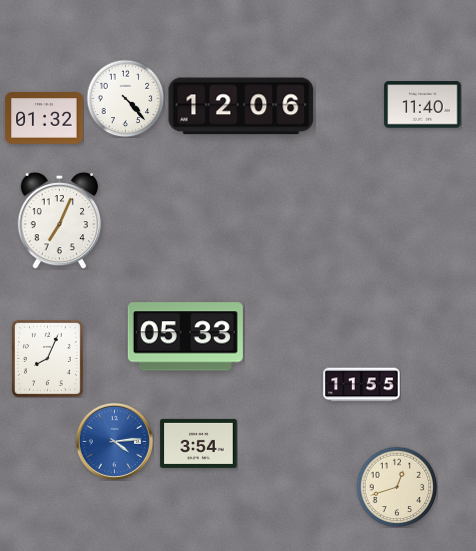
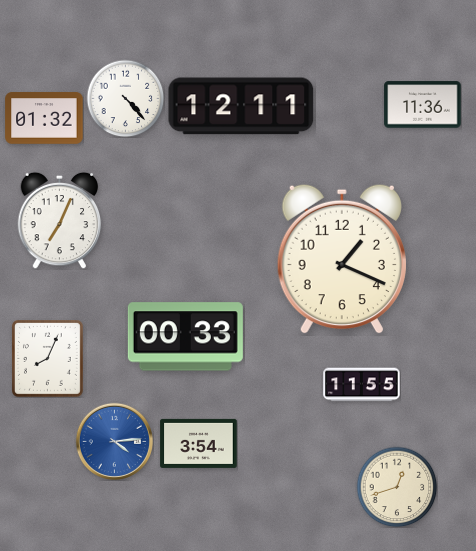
clock at (423, 105): 11:40 -> 11:36
clock at (241, 106): 12:06 -> 12:11
clock at (342, 259): none -> 1:19
clock at (185, 337): 05:33 -> 00:33
